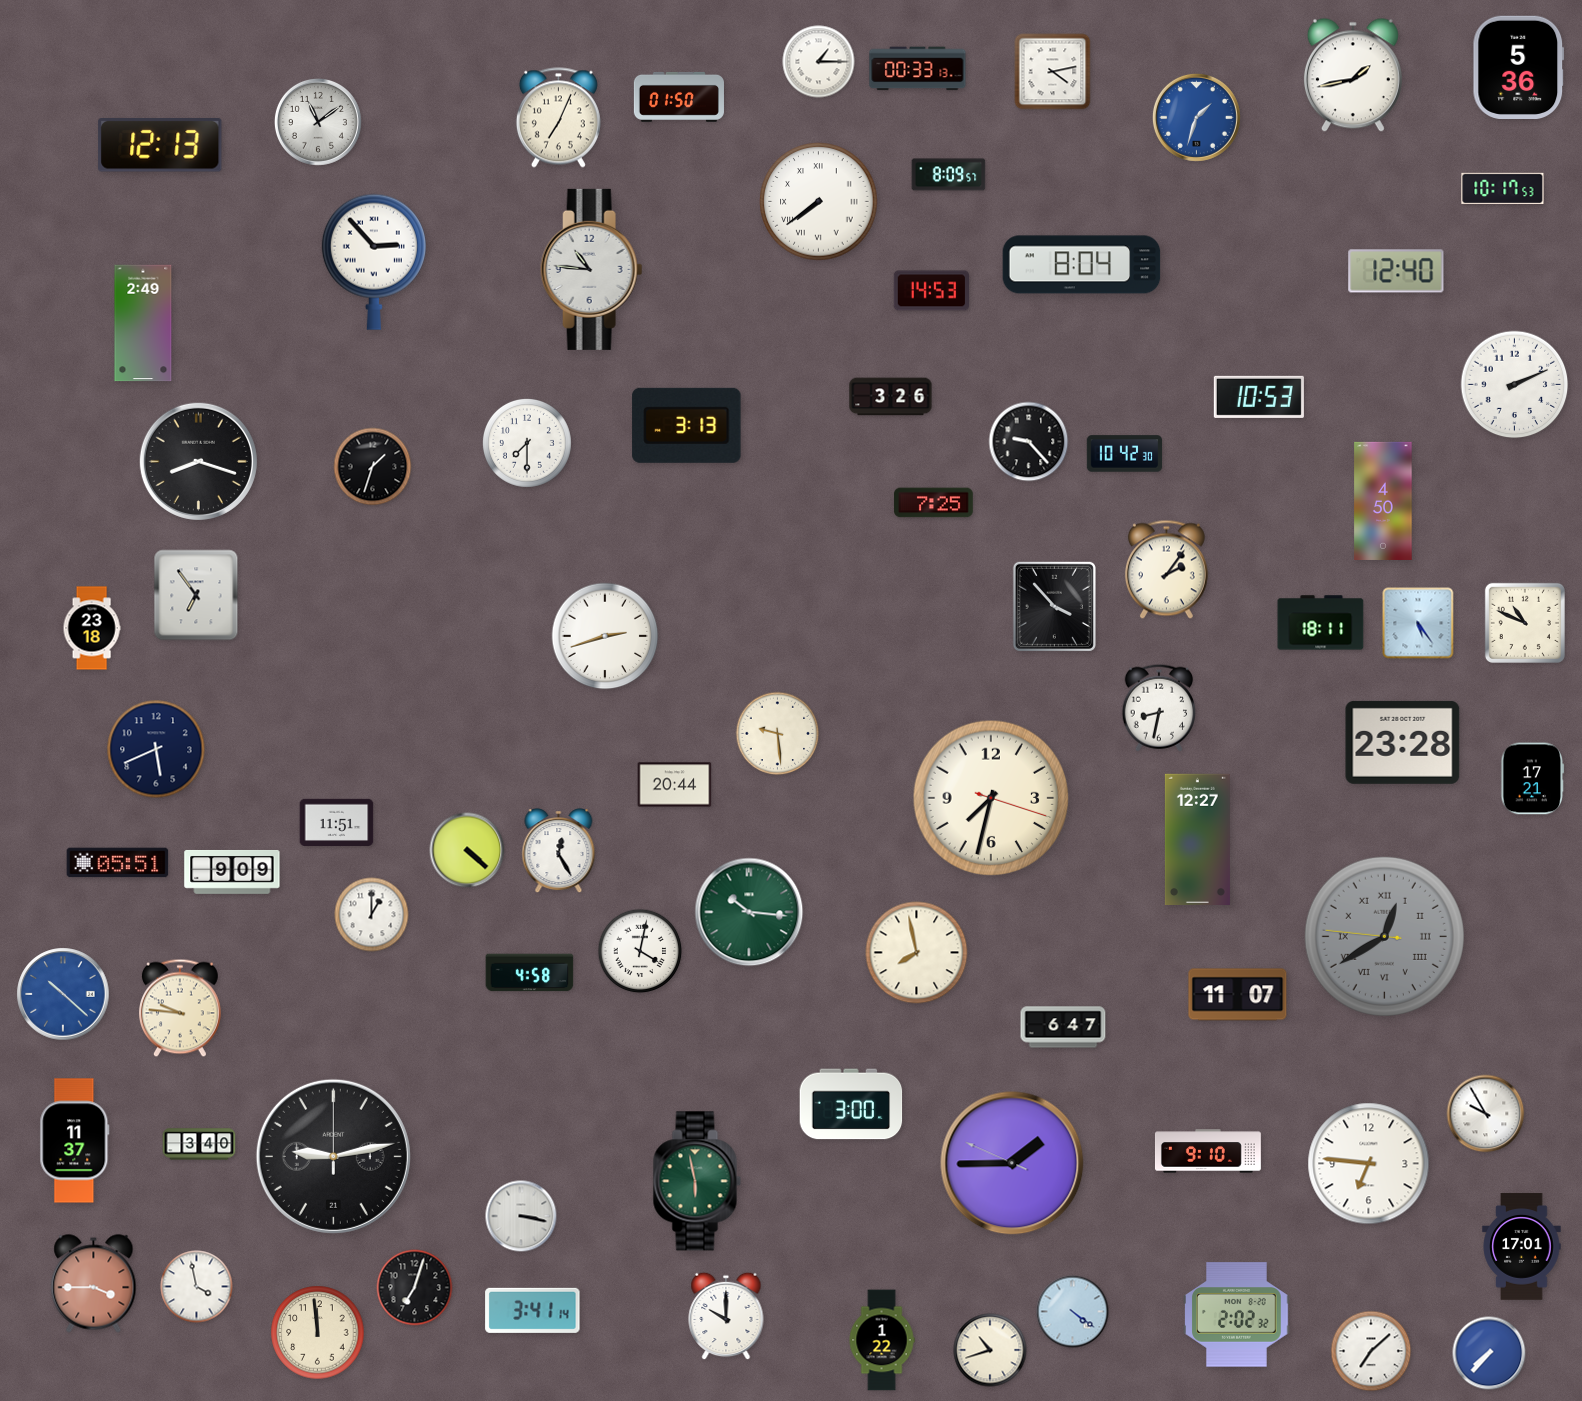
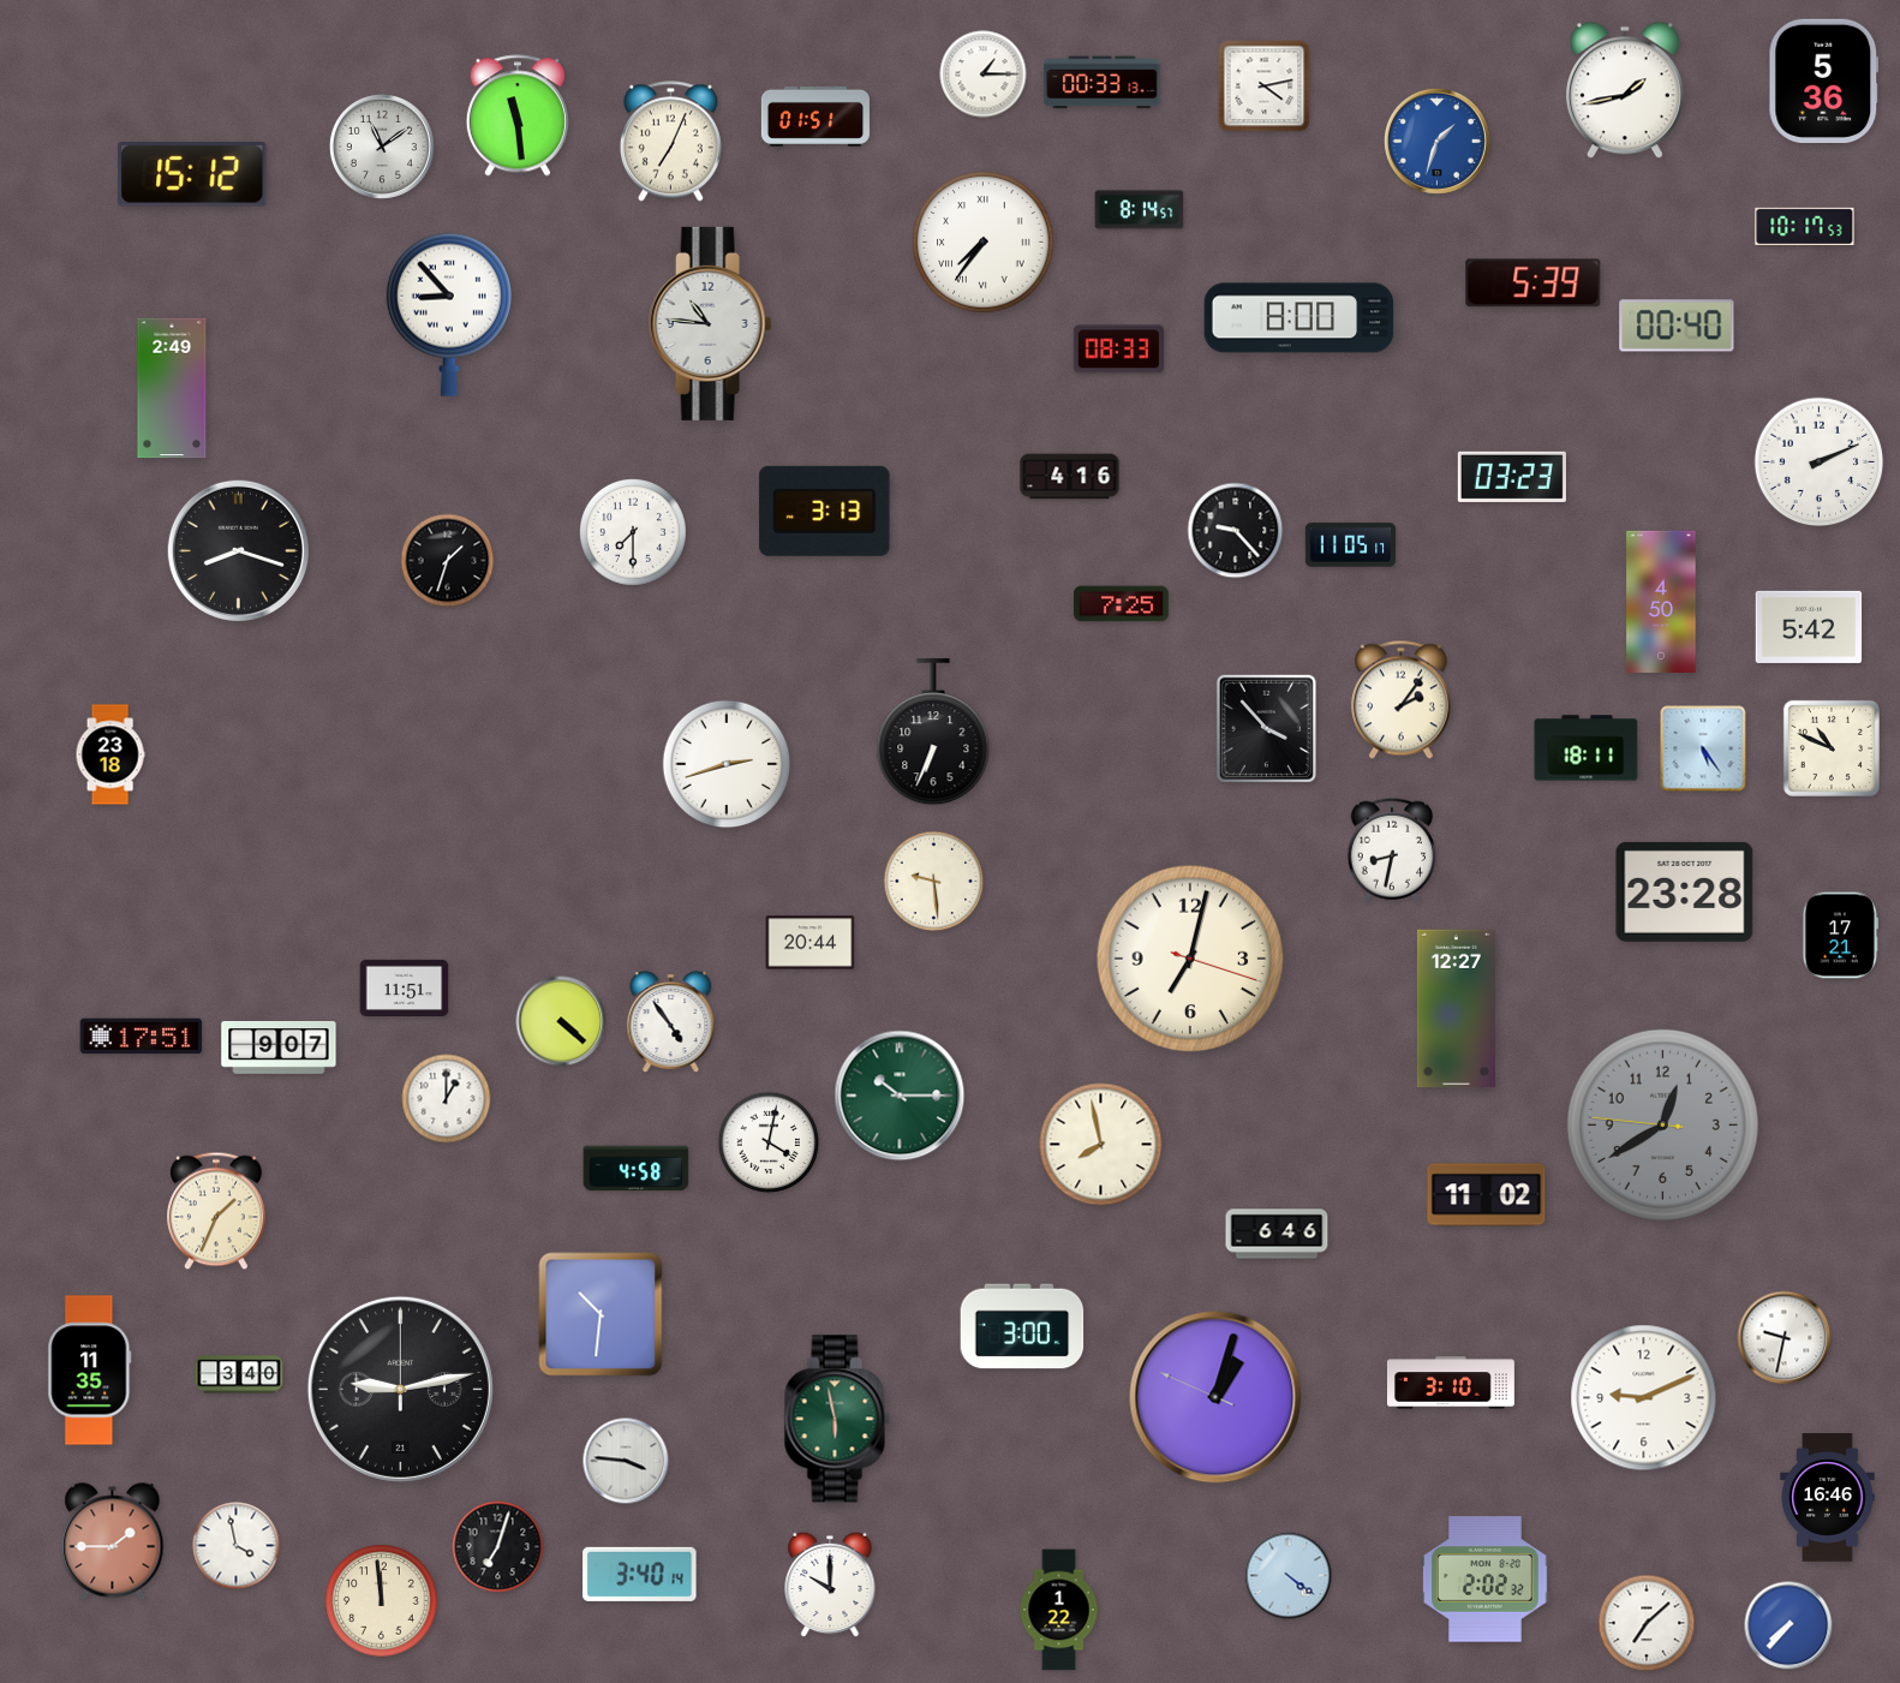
clock at (518, 115): none -> 11:29
clock at (679, 97): 01:50 -> 01:51
clock at (160, 146): 12:13 -> 15:12
clock at (949, 175): 8:09 -> 8:14
clock at (819, 202): 7:39 -> 7:36
clock at (1534, 284): none -> 5:39
clock at (374, 262): 2:53 -> 8:53
clock at (1082, 265): 8:04 -> 8:00
clock at (1396, 271): 12:40 -> 00:40
clock at (932, 291): 14:53 -> 08:33
clock at (891, 397): 3:26 -> 4:16
clock at (1259, 397): 10:53 -> 03:23
clock at (1125, 454): 10:42 -> 11:05
clock at (198, 461) position: (198, 461) -> (238, 550)
clock at (1809, 627): none -> 5:42
clock at (1166, 570) position: (1166, 570) -> (1400, 700)
clock at (196, 595): 6:54 -> none
clock at (933, 733): none -> 6:34
clock at (156, 749): 5:41 -> none
clock at (991, 798): 7:32 -> 7:02
clock at (1197, 839) position: (1197, 839) -> (1456, 1008)
clock at (559, 851): 12:25 -> 4:54
clock at (118, 863): 05:51 -> 17:51
clock at (232, 872): 9:09 -> 9:07
clock at (749, 912): 10:16 -> 10:15
clock at (1384, 936) numerals: Roman -> Arabic
clock at (63, 994): 10:22 -> none
clock at (1238, 995): 11:07 -> 11:02
clock at (181, 1008): 9:46 -> 1:34
clock at (1063, 1027): 6:47 -> 6:46
clock at (601, 1314): none -> 10:31
clock at (1486, 1114): 9:55 -> 9:32
clock at (75, 1141): 11:37 -> 11:35
clock at (1208, 1151): 9:10 -> 3:10
clock at (1012, 1163): 1:44 -> 1:02
clock at (1369, 1164): 6:46 -> 9:11
clock at (521, 1216): 3:17 -> 3:46
clock at (1522, 1247): 17:01 -> 16:46
clock at (94, 1284): 3:45 -> 1:45
clock at (533, 1310): 3:41 -> 3:40
clock at (726, 1316) position: (726, 1316) -> (830, 1584)
clock at (990, 1350): 10:42 -> none
